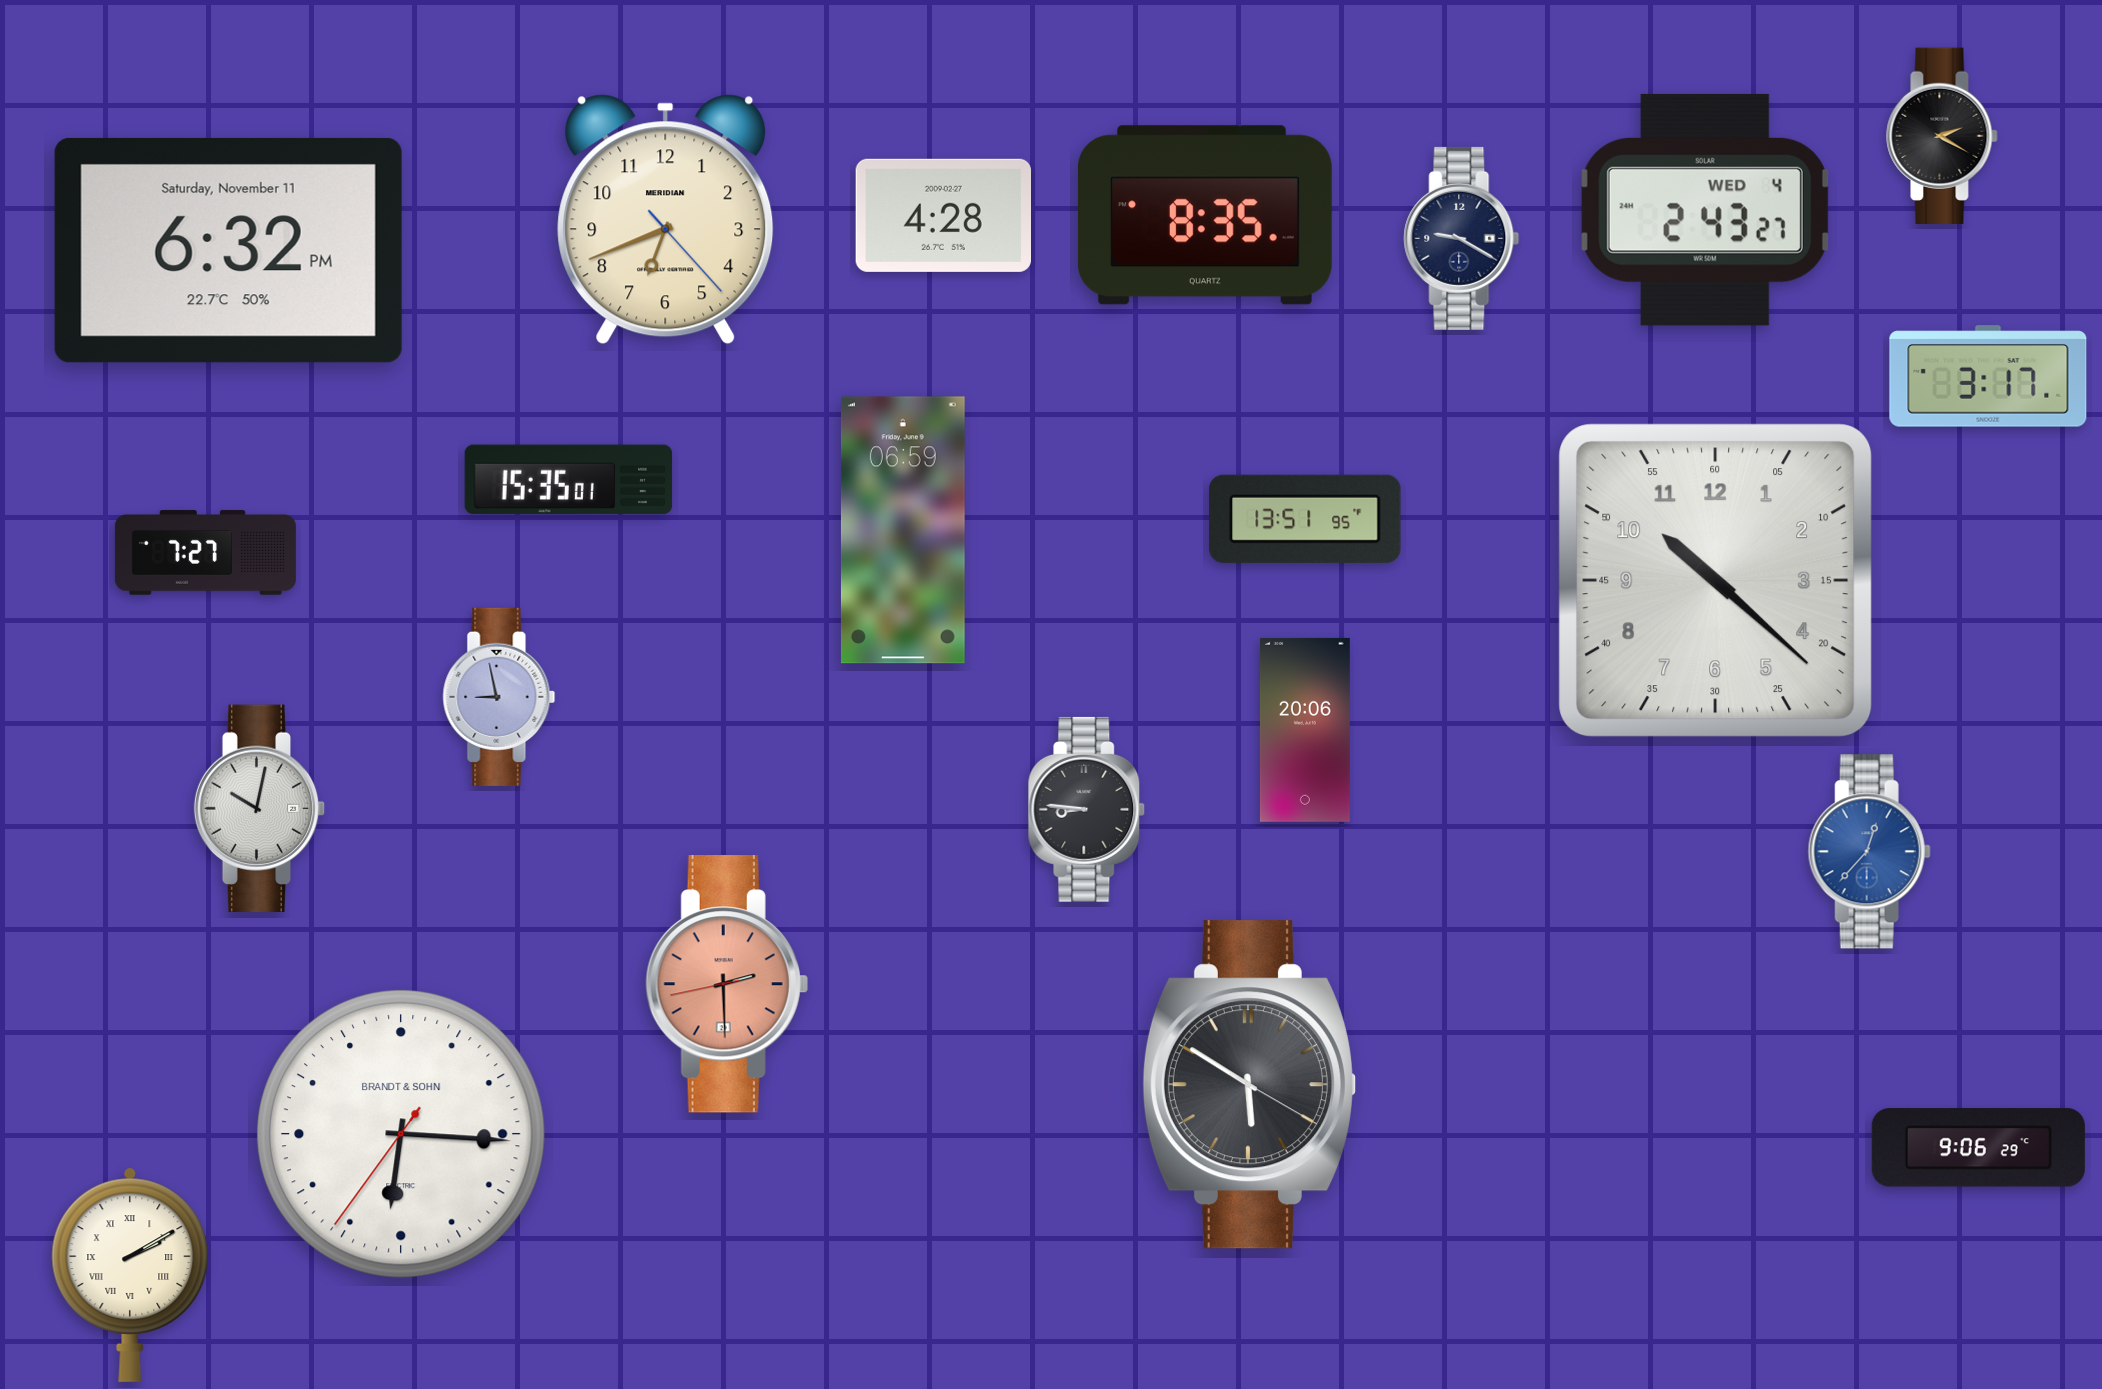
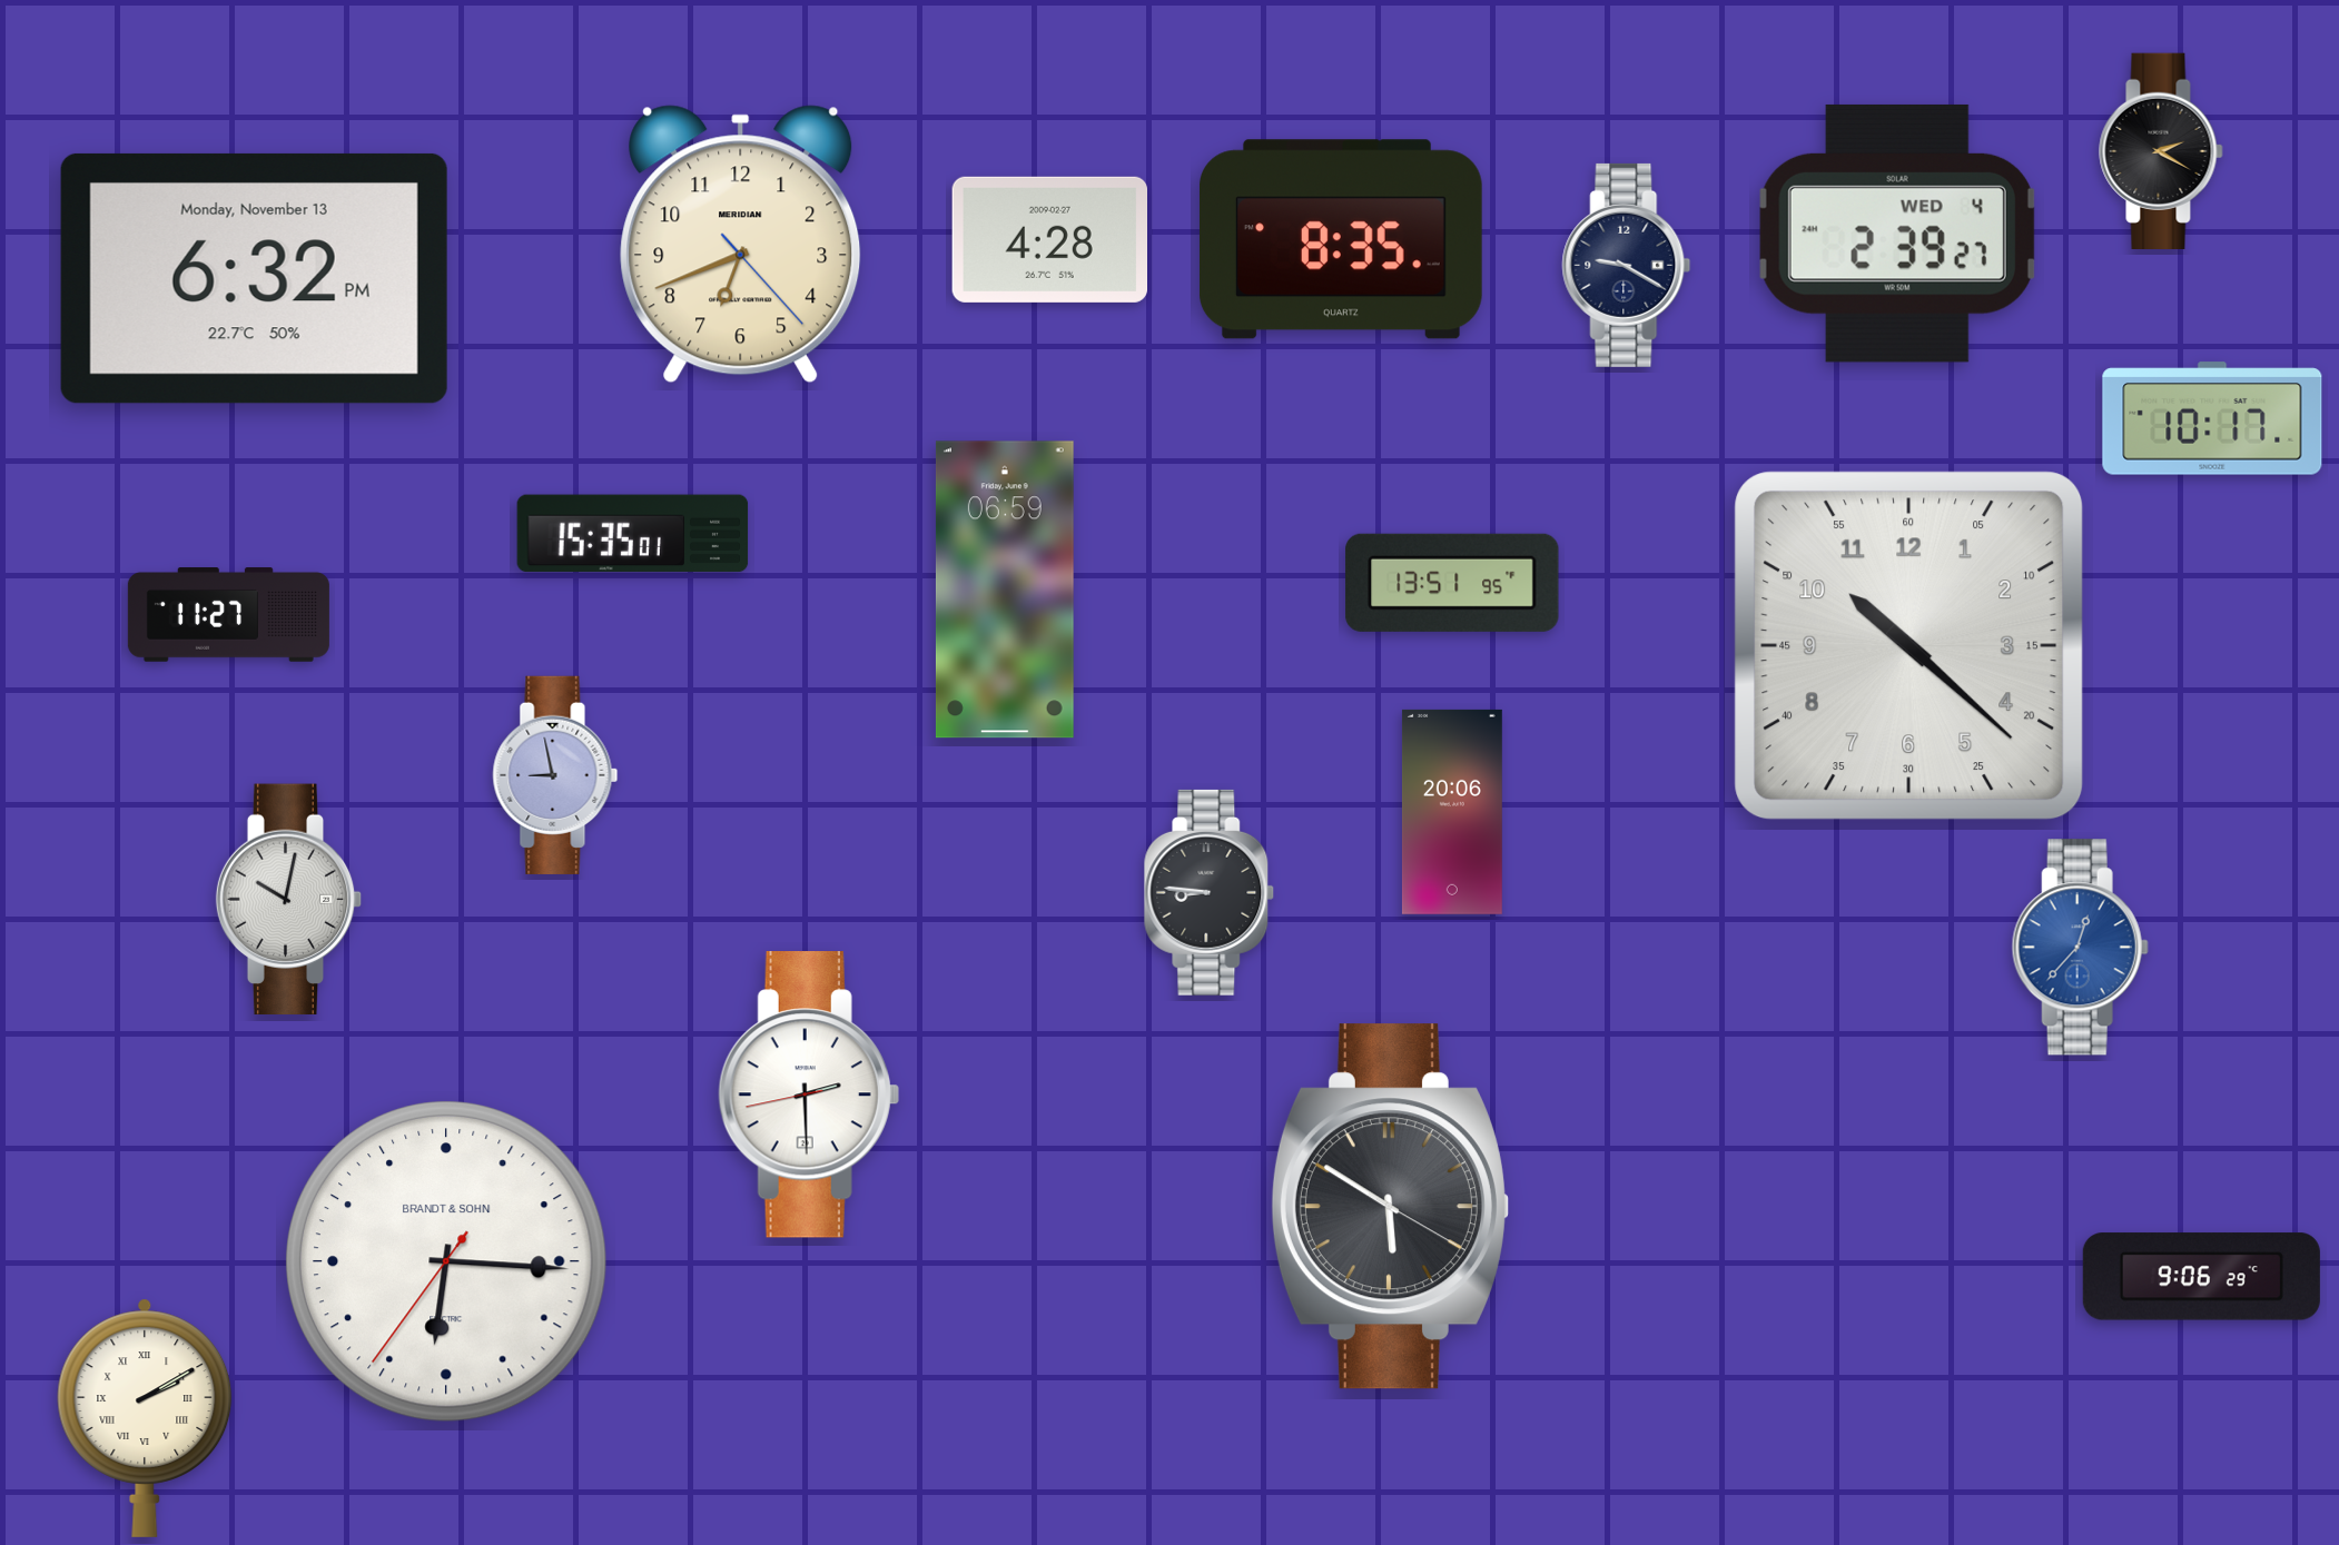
clock at (1705, 210): 2:43 -> 2:39
clock at (228, 250) date: Saturday, November 11 -> Monday, November 13
clock at (1988, 376): 3:17 -> 10:17
clock at (1305, 519) position: (1305, 519) -> (1452, 583)
clock at (205, 553): 7:27 -> 11:27
clock at (1087, 809) position: (1087, 809) -> (1210, 892)
clock at (727, 984) dial: salmon -> white
